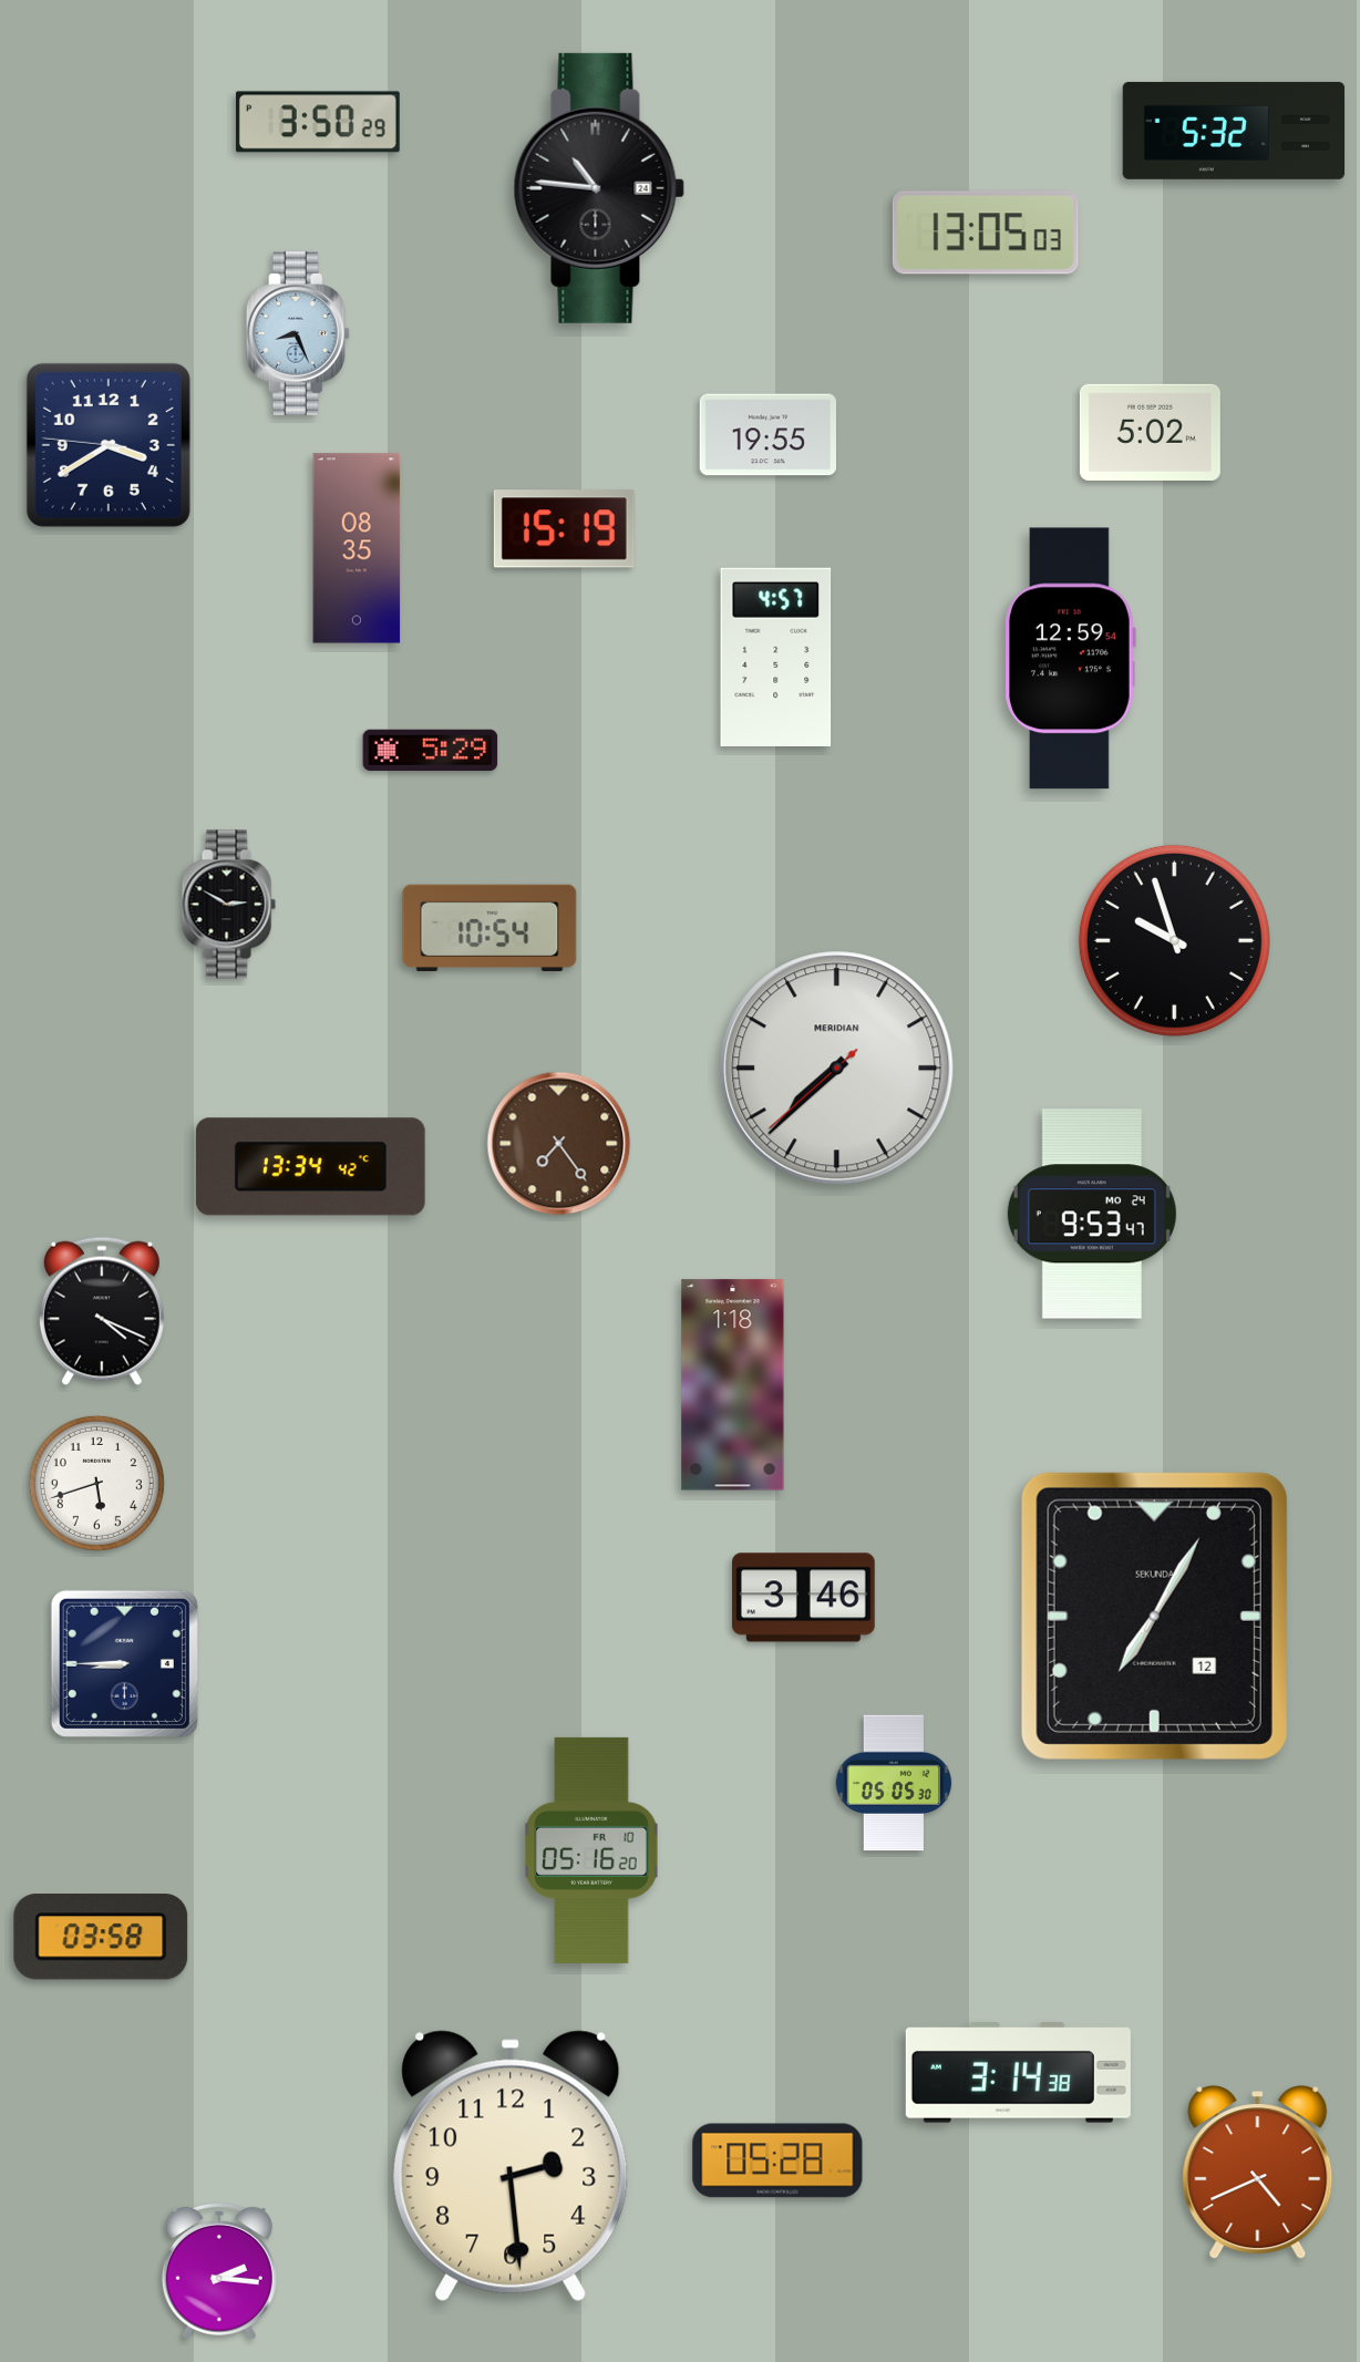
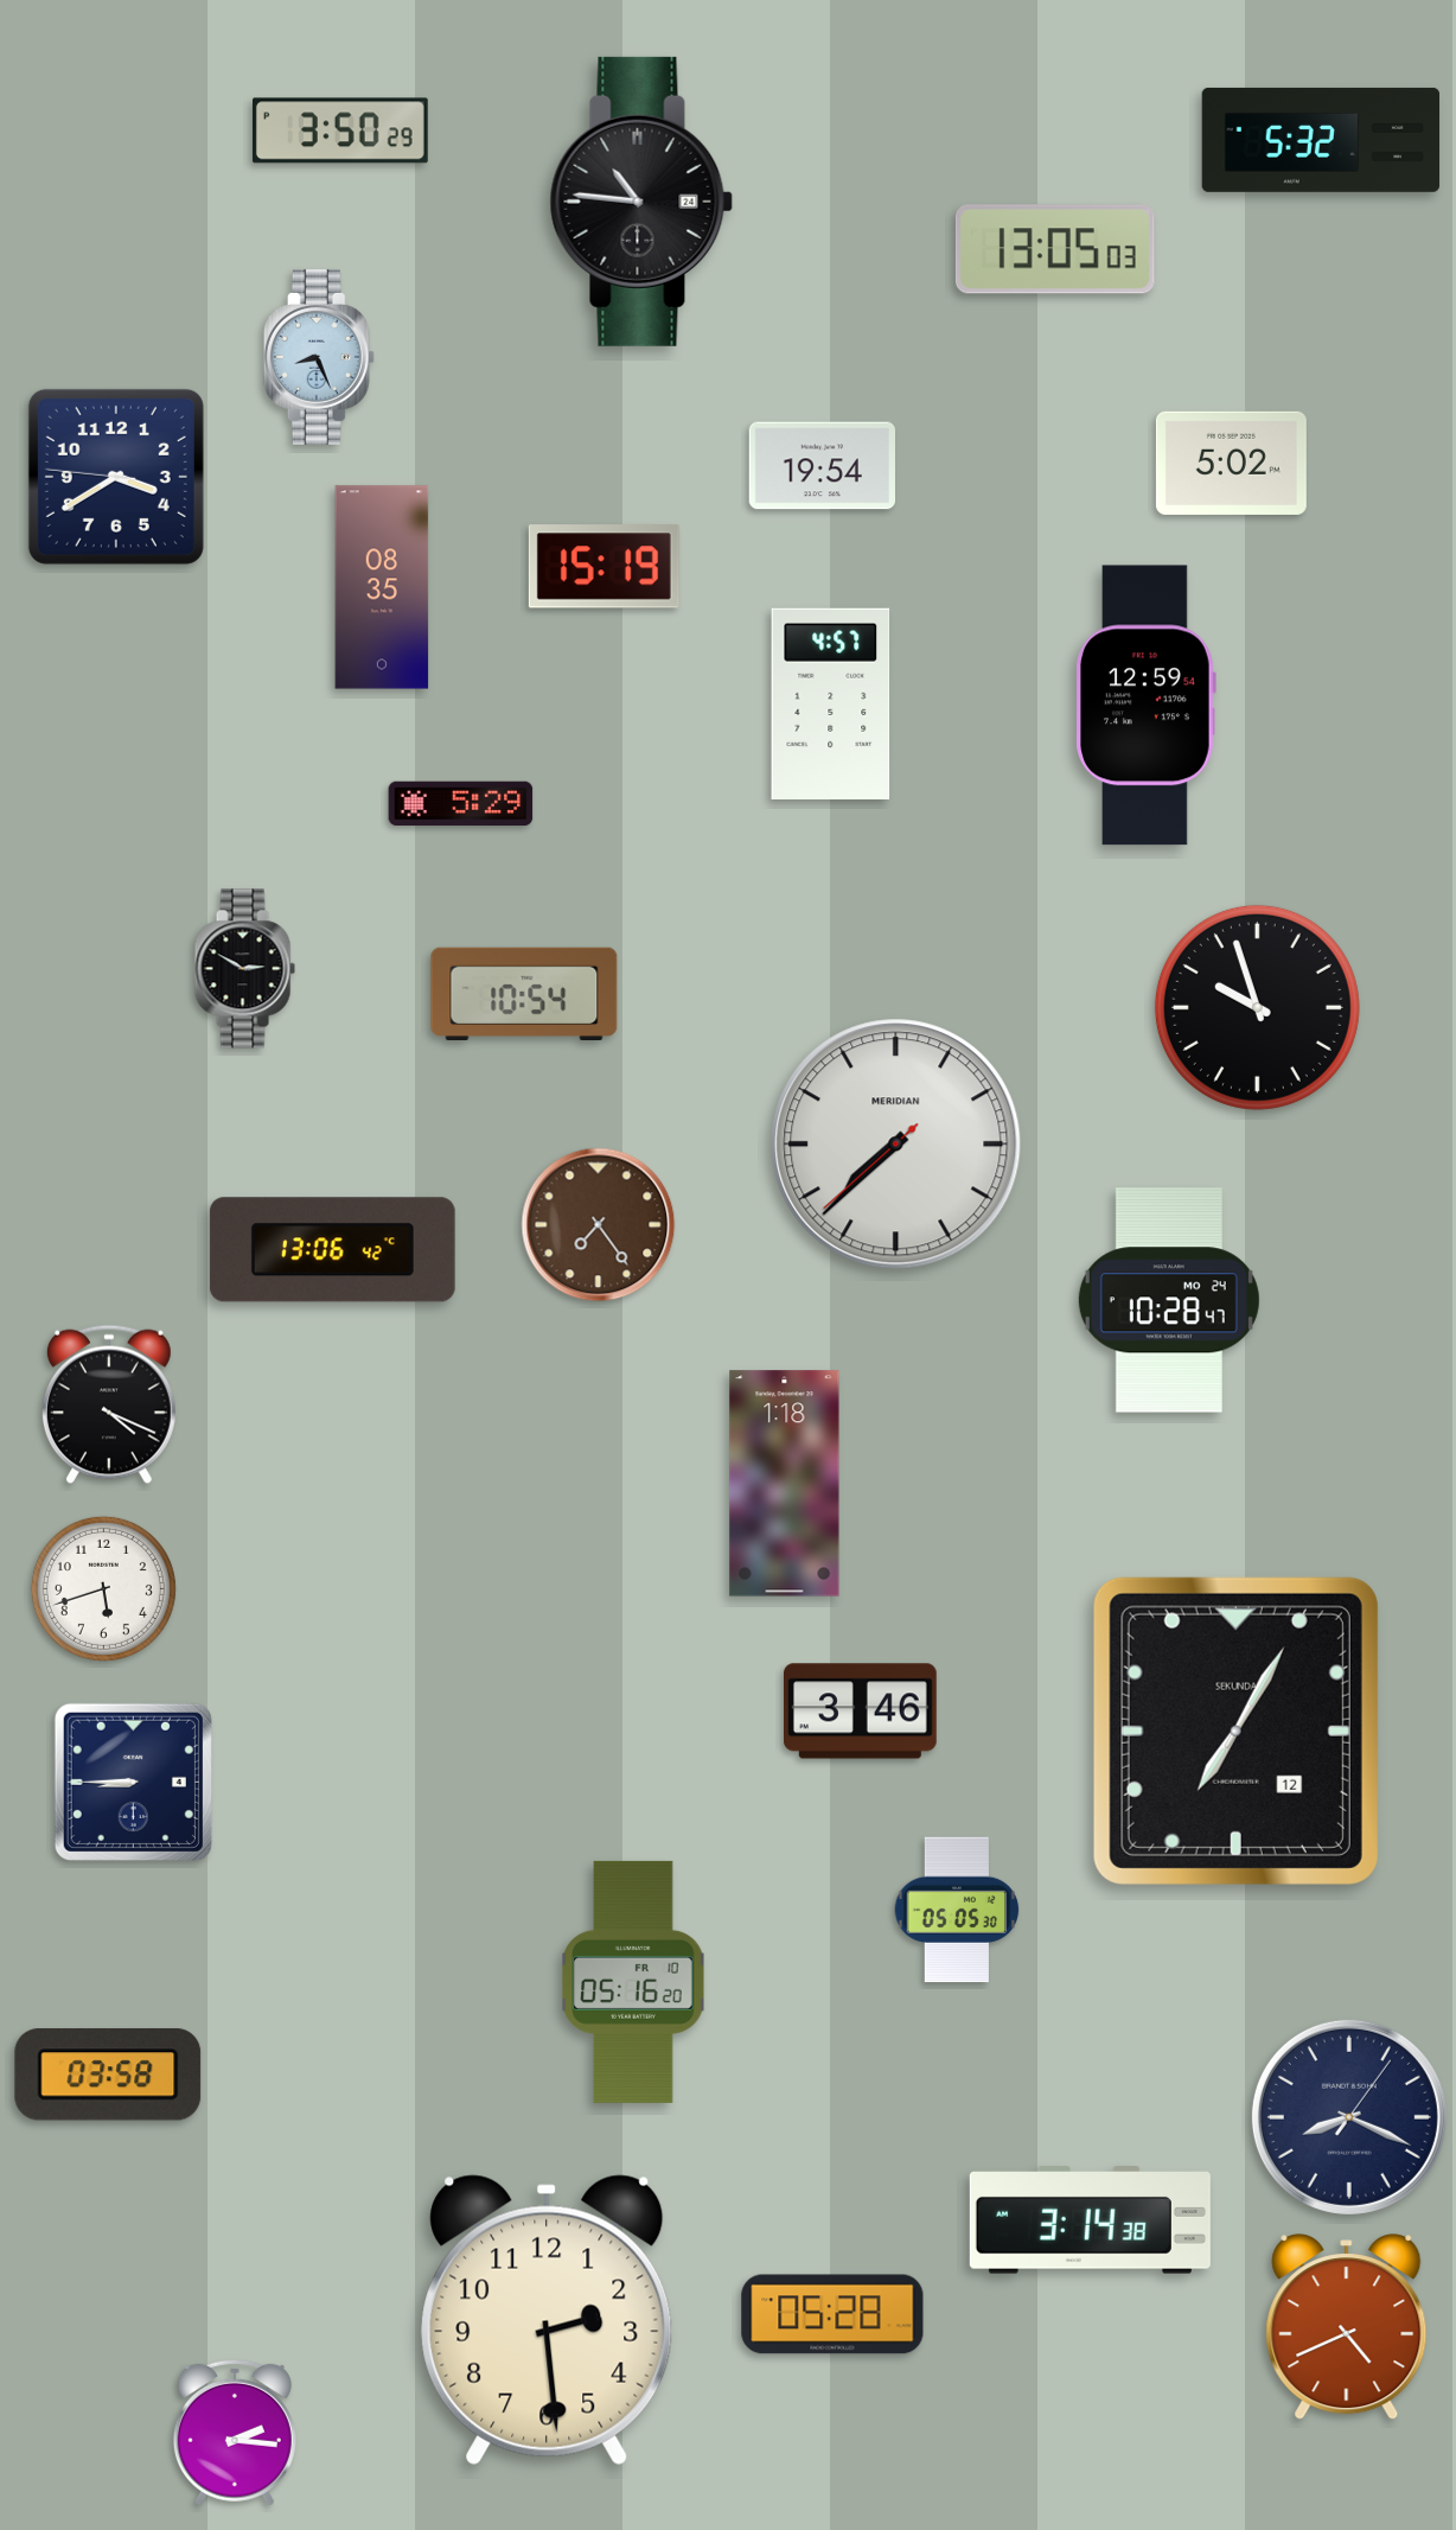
clock at (767, 435): 19:55 -> 19:54
clock at (310, 1167): 13:34 -> 13:06
clock at (1092, 1214): 9:53 -> 10:28
clock at (1349, 2117): none -> 8:19
